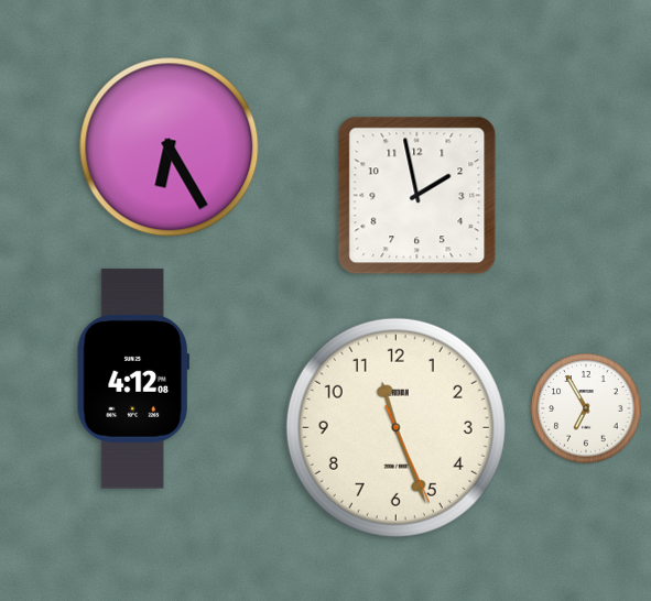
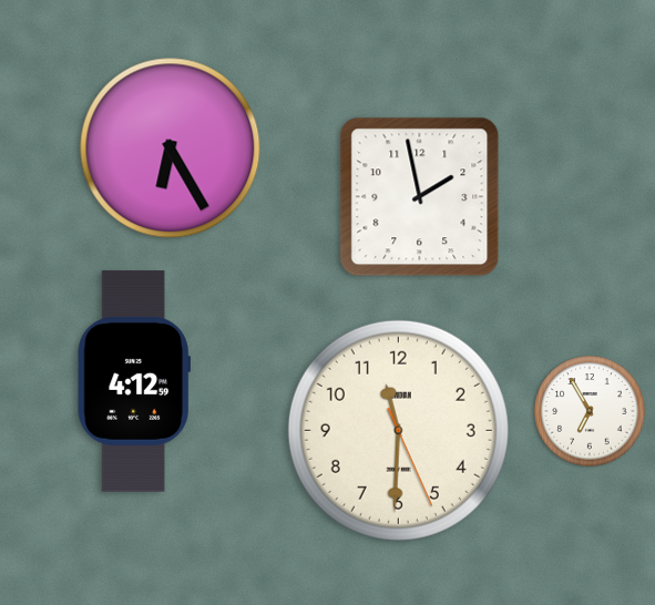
clock at (133, 379): 4:12:08 -> 4:12:59
clock at (395, 427): 11:26 -> 11:30
